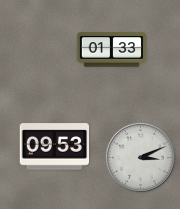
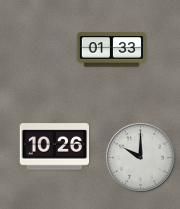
clock at (54, 147): 09:53 -> 10:26
clock at (140, 157): 3:11 -> 10:00
